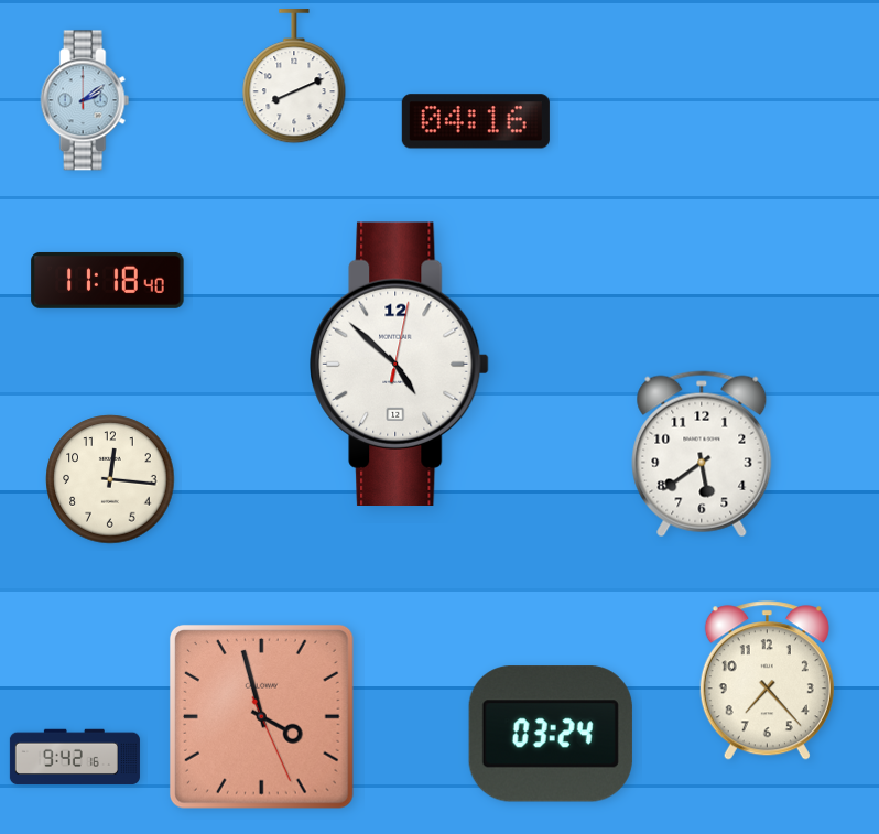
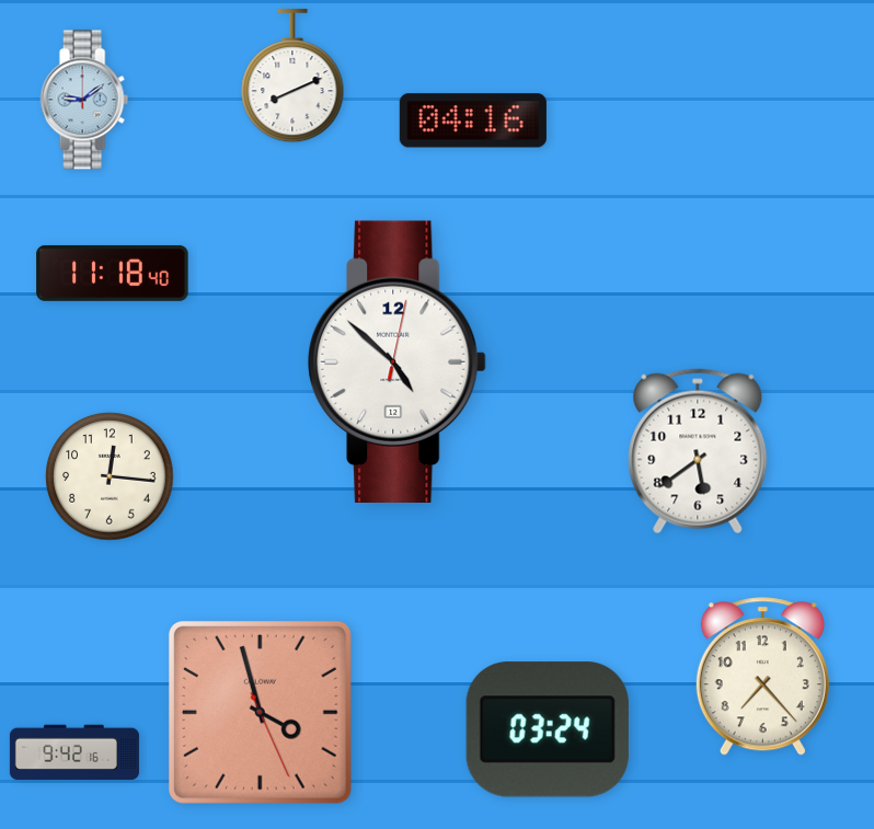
clock at (85, 100): 2:09 -> 9:09
clock at (108, 281) position: (108, 281) -> (113, 274)
